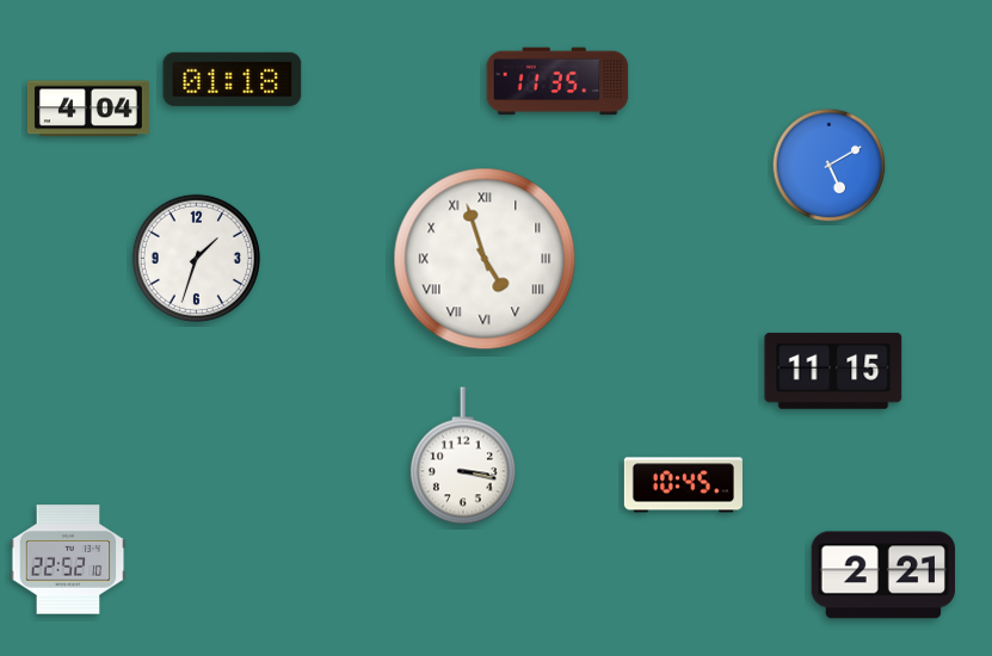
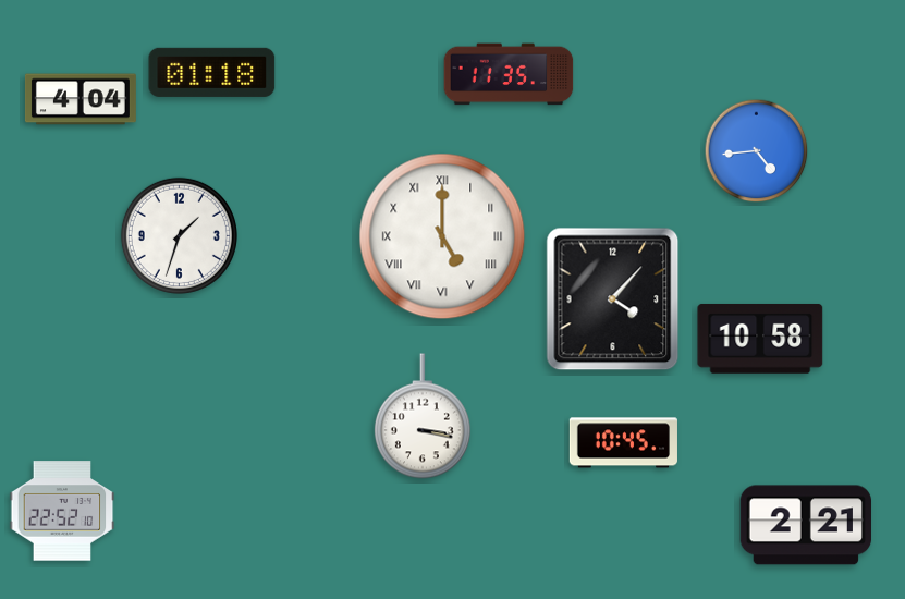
clock at (830, 166): 5:10 -> 4:44
clock at (485, 259): 4:57 -> 5:00
clock at (613, 299): none -> 4:07
clock at (833, 371): 11:15 -> 10:58
